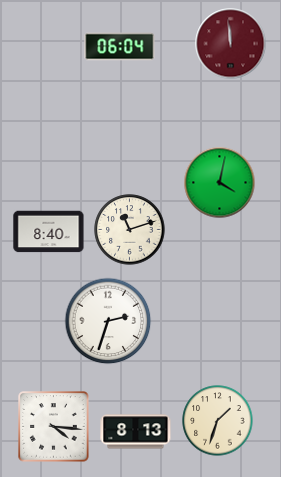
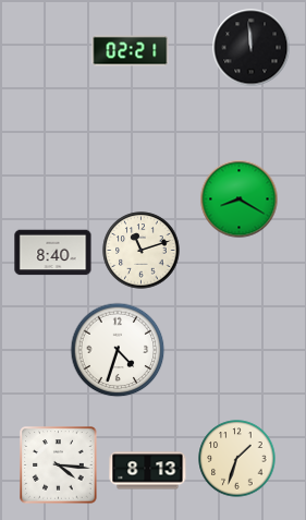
clock at (231, 44) dial: burgundy -> black
clock at (120, 47): 06:04 -> 02:21
clock at (220, 183): 4:02 -> 8:20
clock at (108, 321): 2:33 -> 4:33
